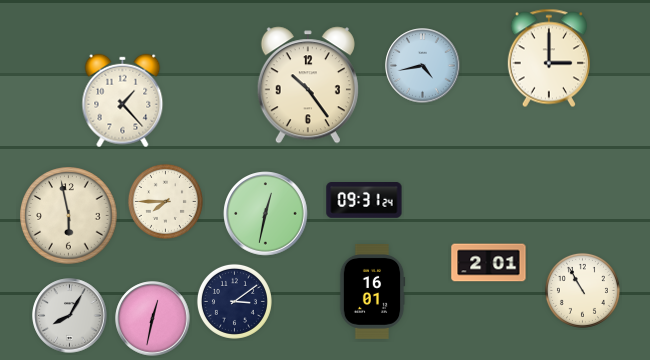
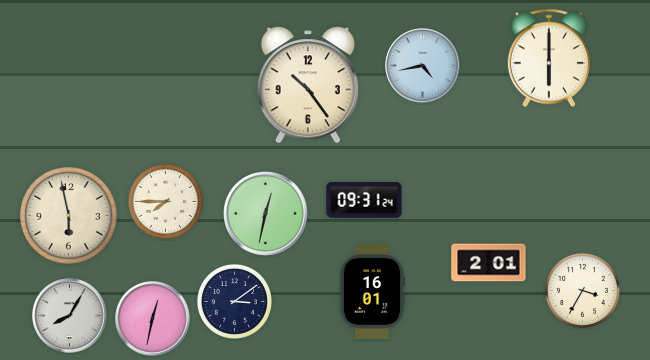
clock at (548, 58): 3:00 -> 6:00
clock at (123, 101): 1:23 -> none
clock at (582, 290): 10:55 -> 3:35
